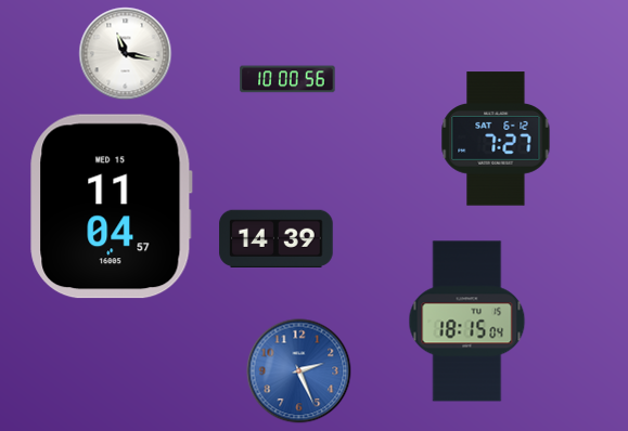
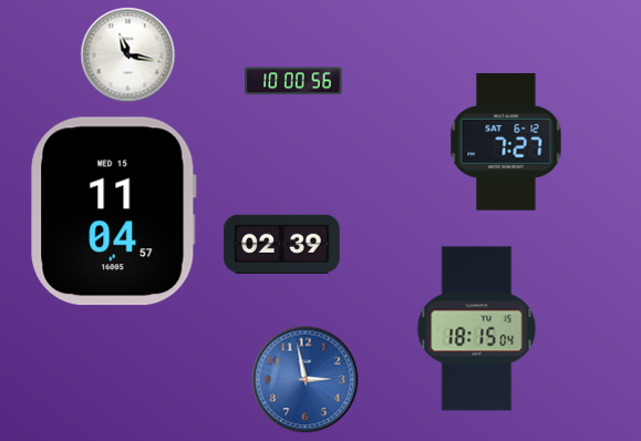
clock at (277, 238): 14:39 -> 02:39
clock at (299, 371): 2:26 -> 2:58
